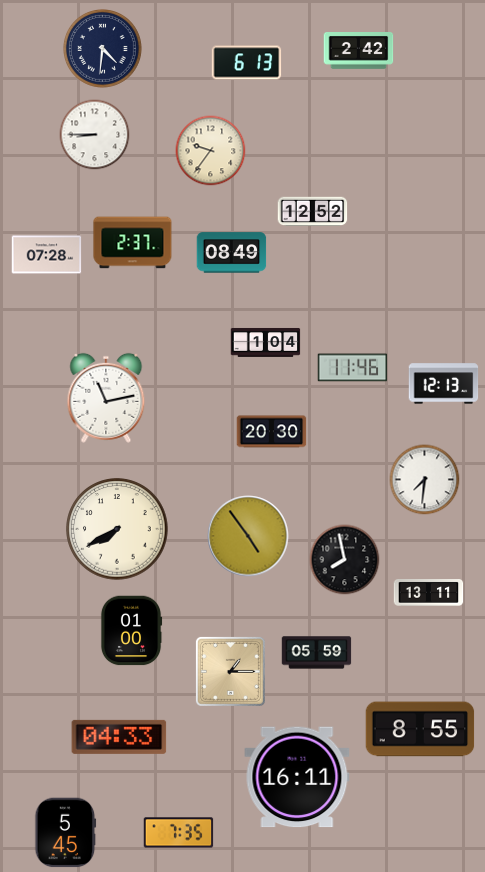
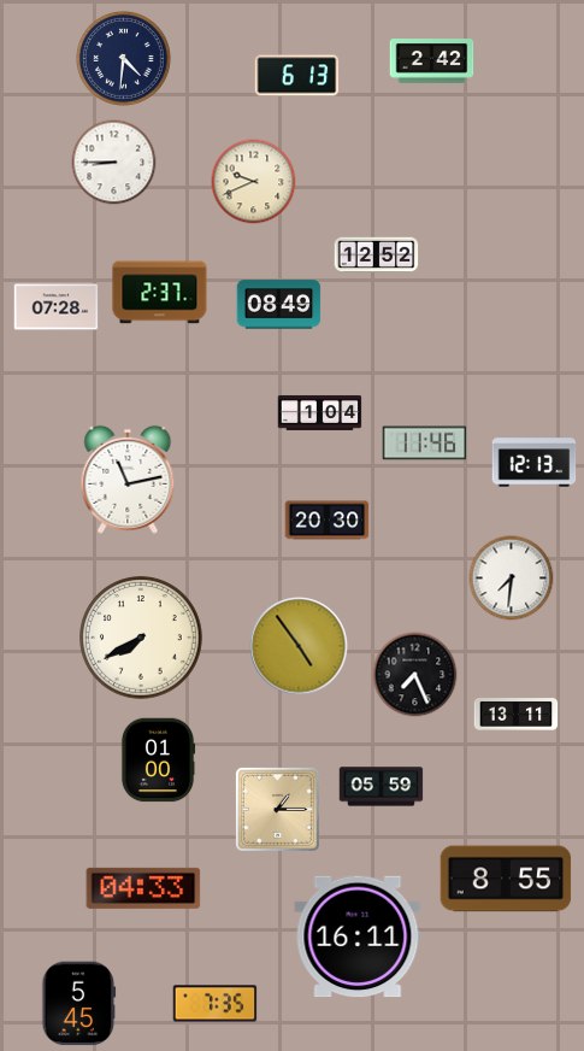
clock at (211, 151): 9:36 -> 9:41
clock at (345, 560): 7:58 -> 7:26
